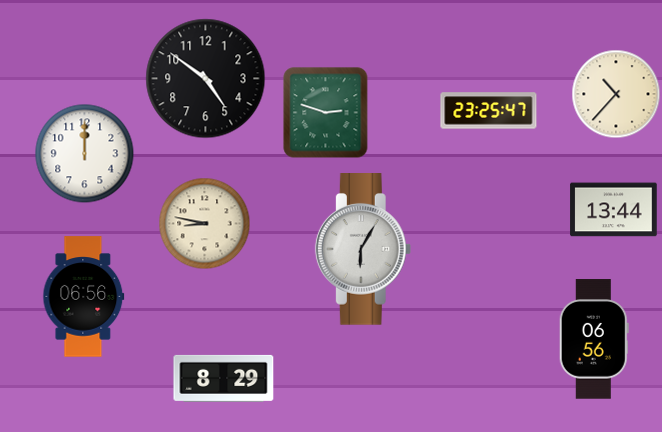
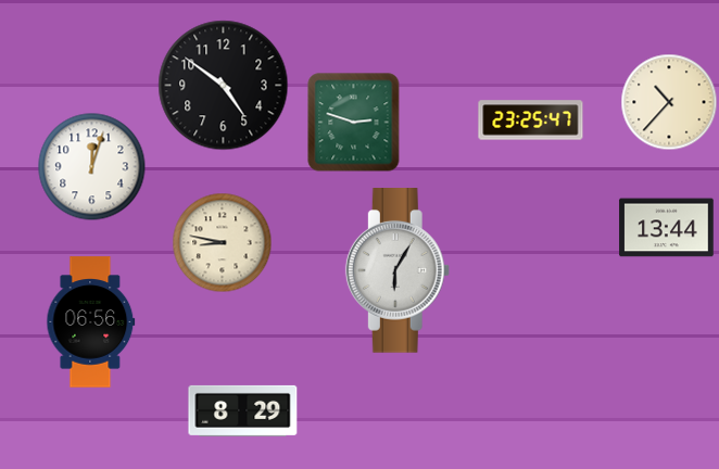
clock at (85, 154): 12:00 -> 12:03
clock at (363, 250) position: (363, 250) -> (398, 271)
clock at (594, 339): 06:56 -> none
